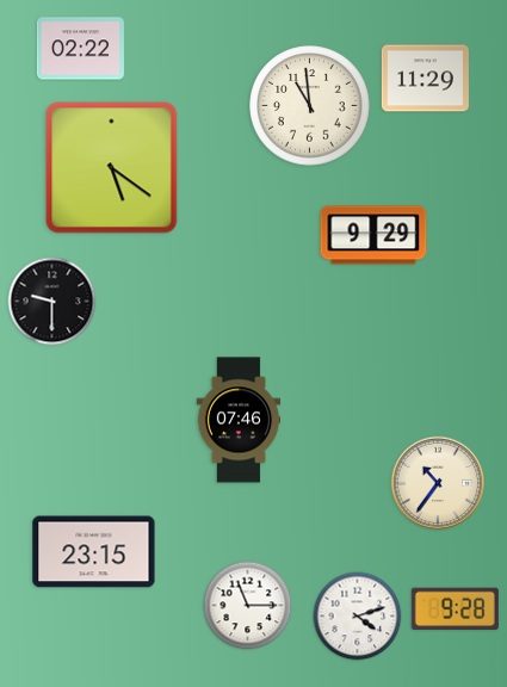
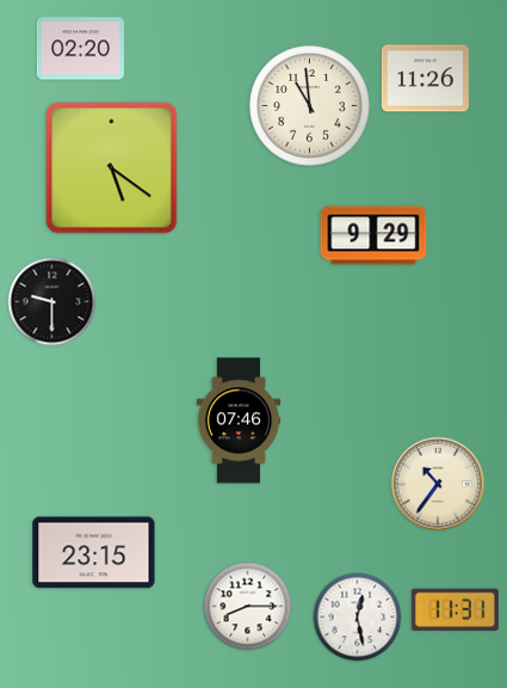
clock at (80, 49): 02:22 -> 02:20
clock at (425, 79): 11:29 -> 11:26
clock at (248, 606): 11:15 -> 8:15
clock at (455, 609): 9:28 -> 11:31
clock at (358, 617): 4:12 -> 12:28
